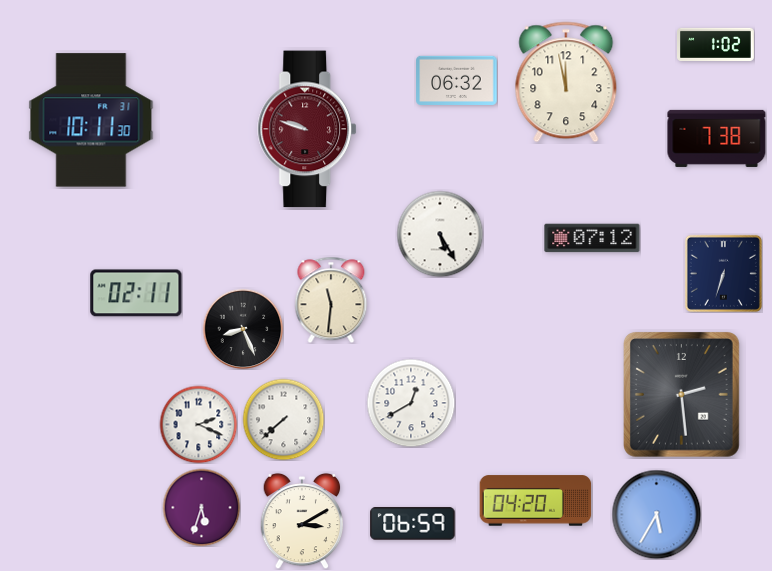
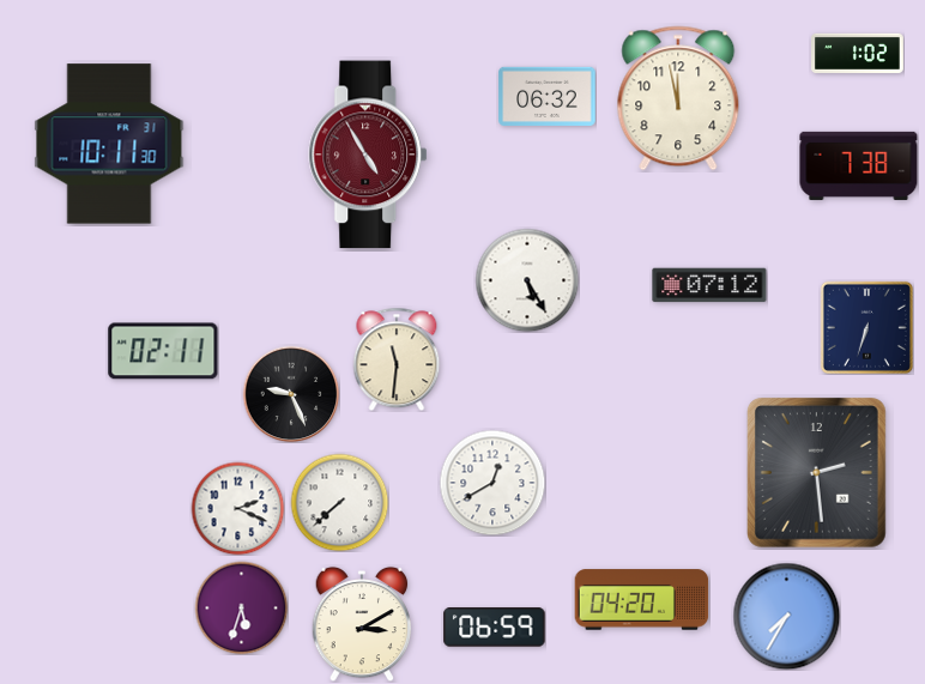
clock at (308, 129): 9:48 -> 4:55
clock at (243, 329): 8:26 -> 9:26
clock at (656, 514): 5:35 -> 7:35
